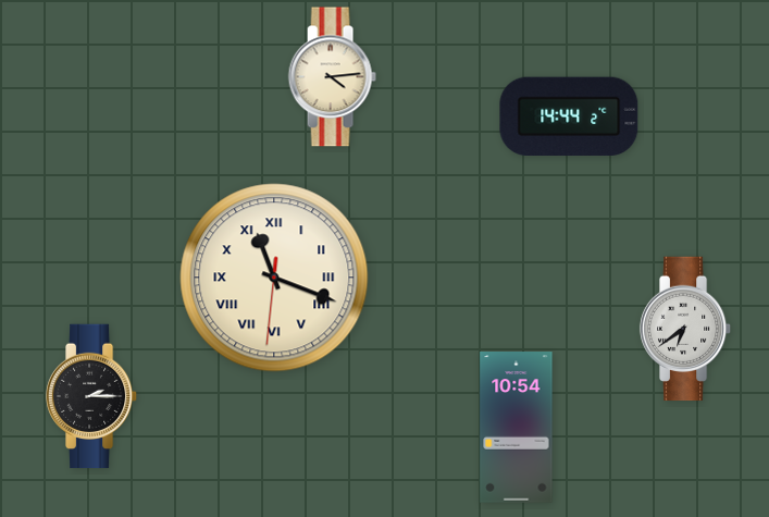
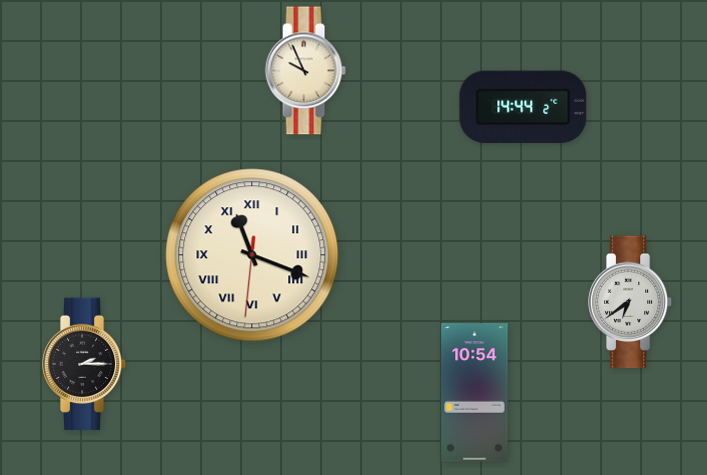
clock at (332, 77): 4:14 -> 9:56
